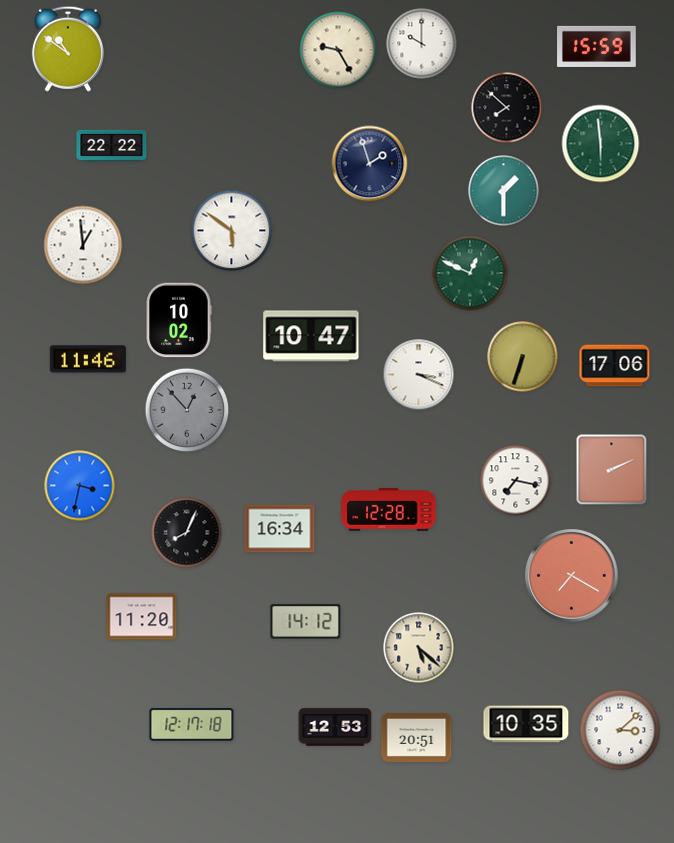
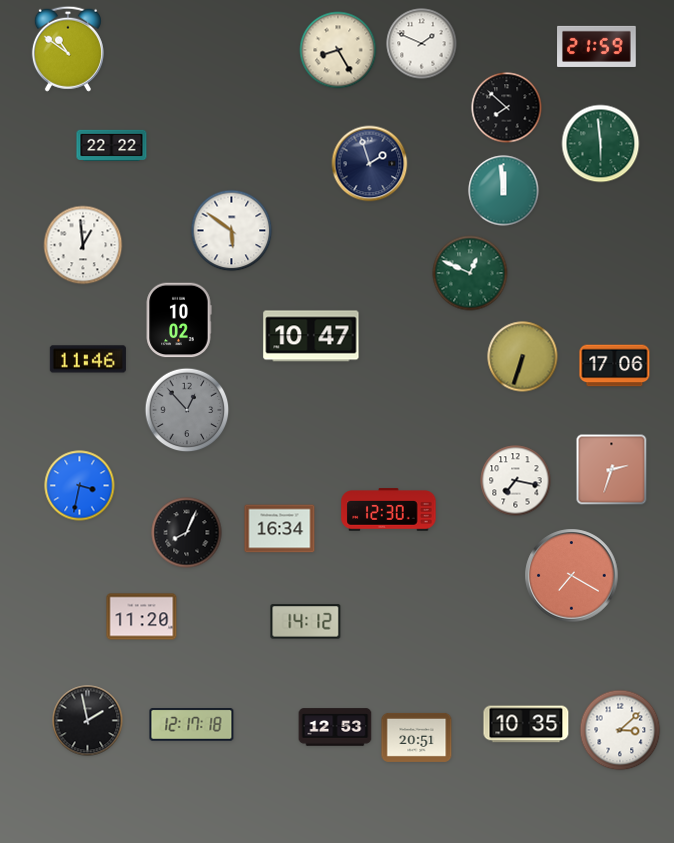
clock at (422, 44): 10:00 -> 1:49
clock at (597, 46): 15:59 -> 21:59
clock at (338, 50): 9:25 -> 8:25
clock at (504, 191): 1:30 -> 11:59
clock at (419, 375): 3:19 -> none
clock at (612, 470): 2:11 -> 2:33
clock at (389, 510): 12:28 -> 12:30
clock at (419, 648): 5:22 -> none
clock at (88, 721): none -> 1:58
